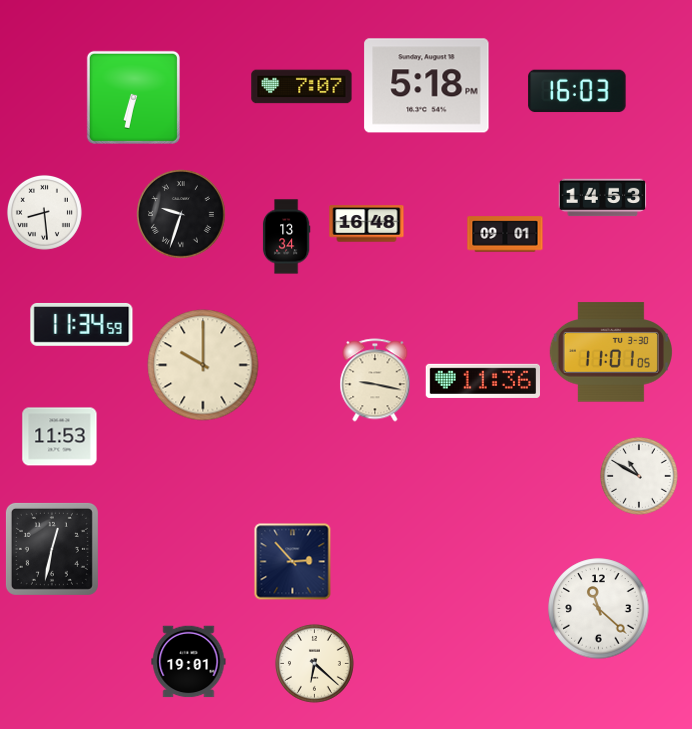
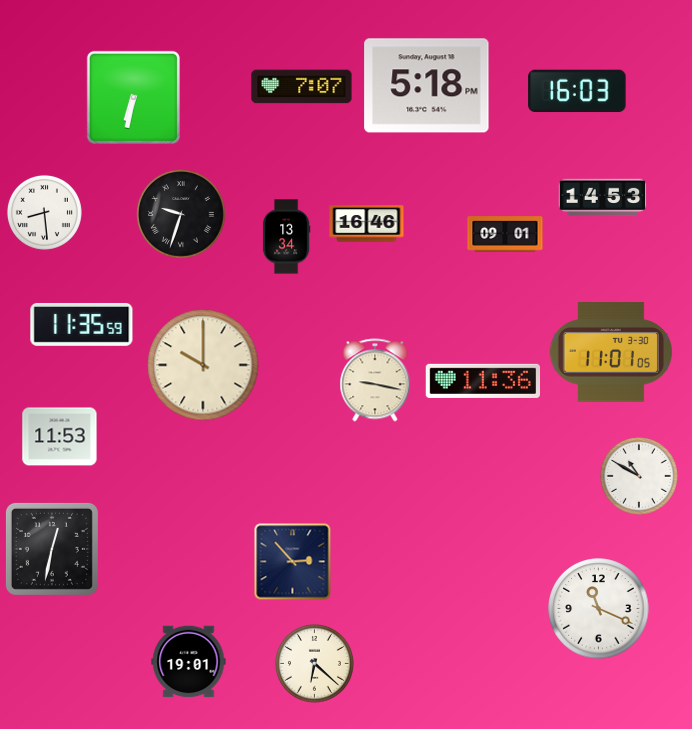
clock at (367, 224): 16:48 -> 16:46
clock at (82, 324): 11:34 -> 11:35
clock at (599, 609): 11:22 -> 11:19
